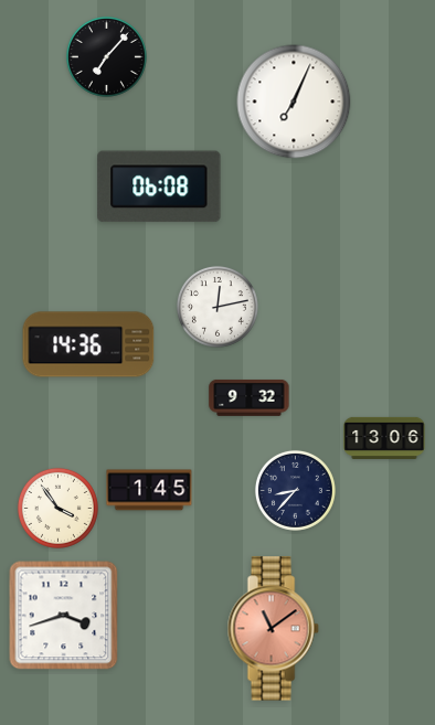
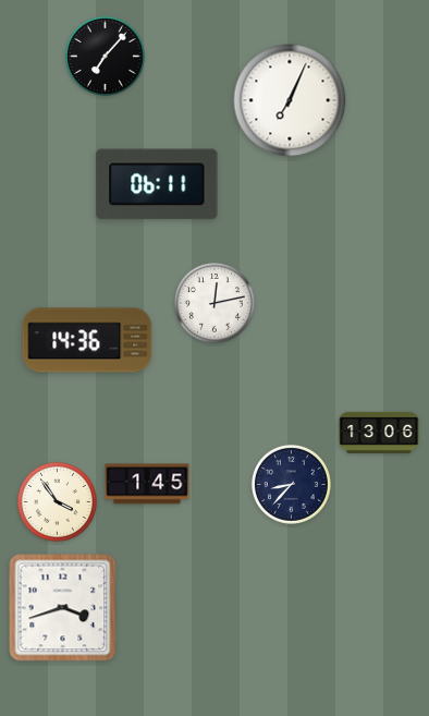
clock at (159, 186): 06:08 -> 06:11
clock at (250, 397): 9:32 -> none
clock at (273, 629): 11:09 -> none
